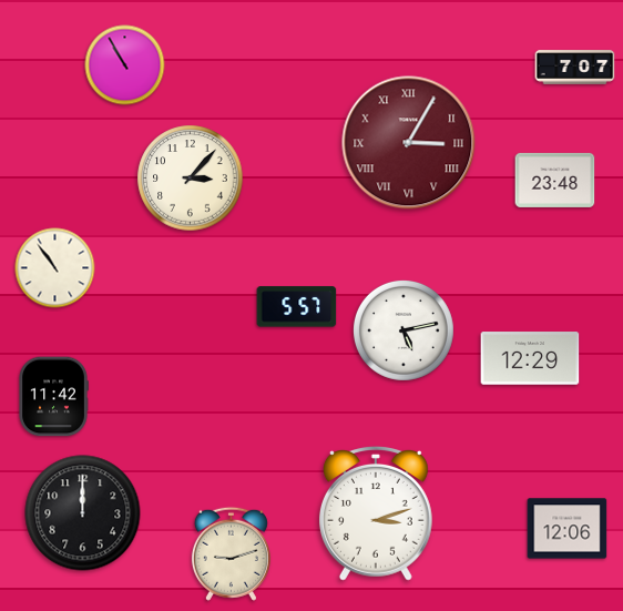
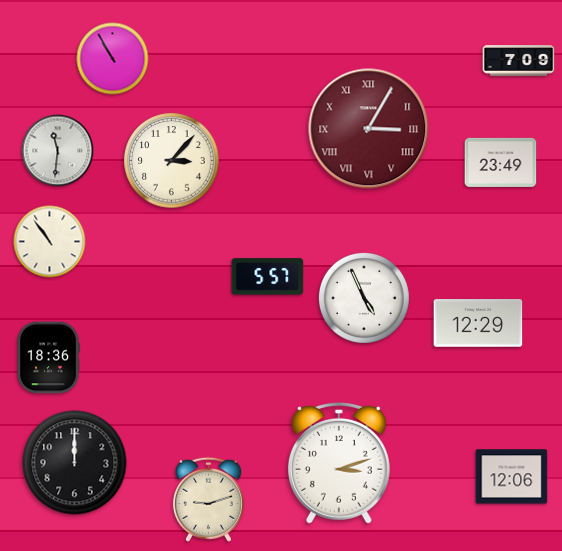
clock at (575, 68): 7:07 -> 7:09
clock at (58, 151): none -> 11:31
clock at (555, 180): 23:48 -> 23:49
clock at (404, 330): 5:13 -> 4:56
clock at (53, 397): 11:42 -> 18:36
